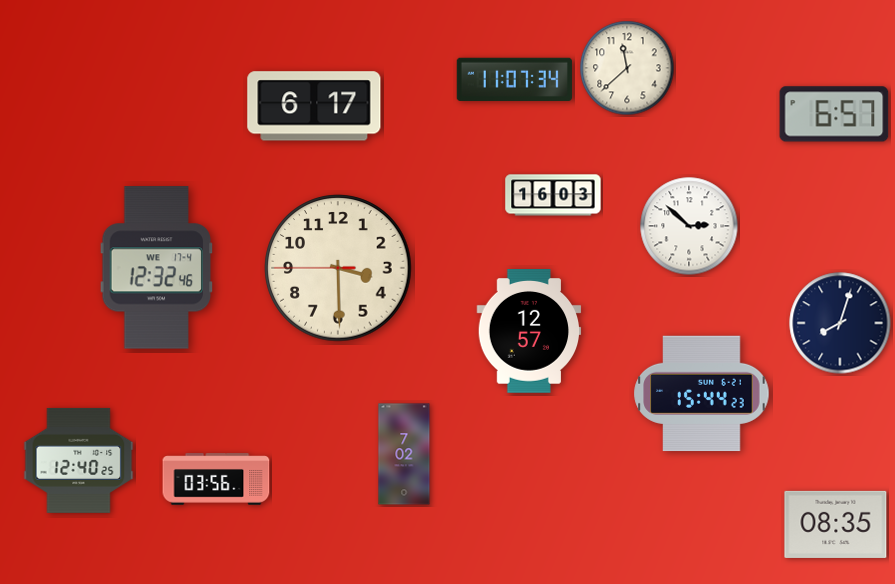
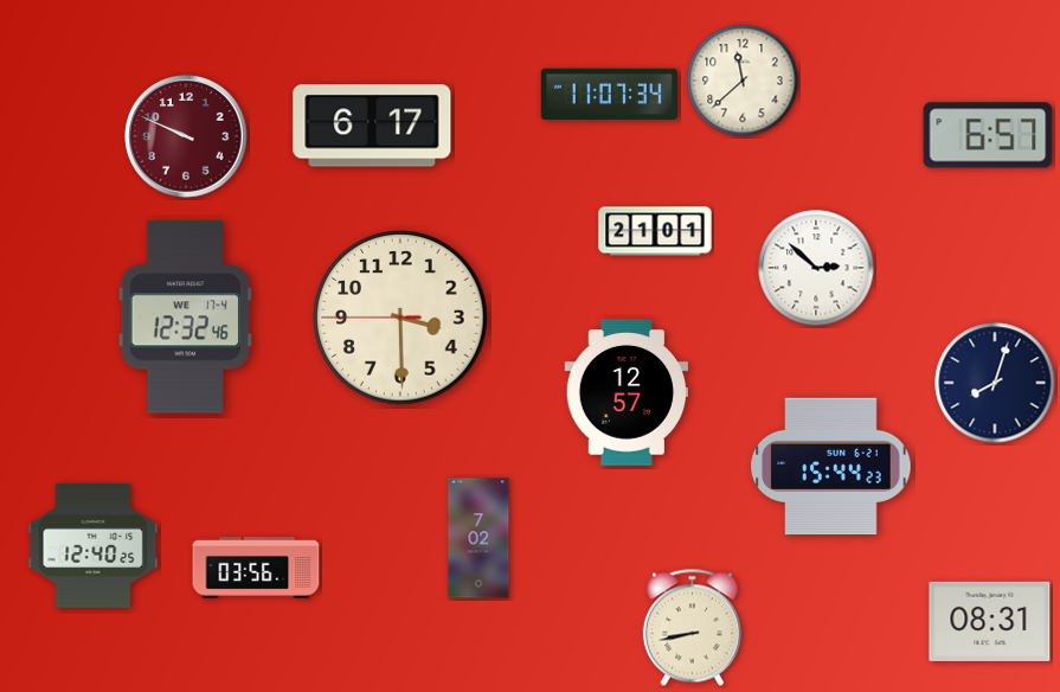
clock at (186, 136): none -> 9:49
clock at (553, 195): 16:03 -> 21:01
clock at (836, 524): 08:35 -> 08:31
clock at (692, 628): none -> 8:43
